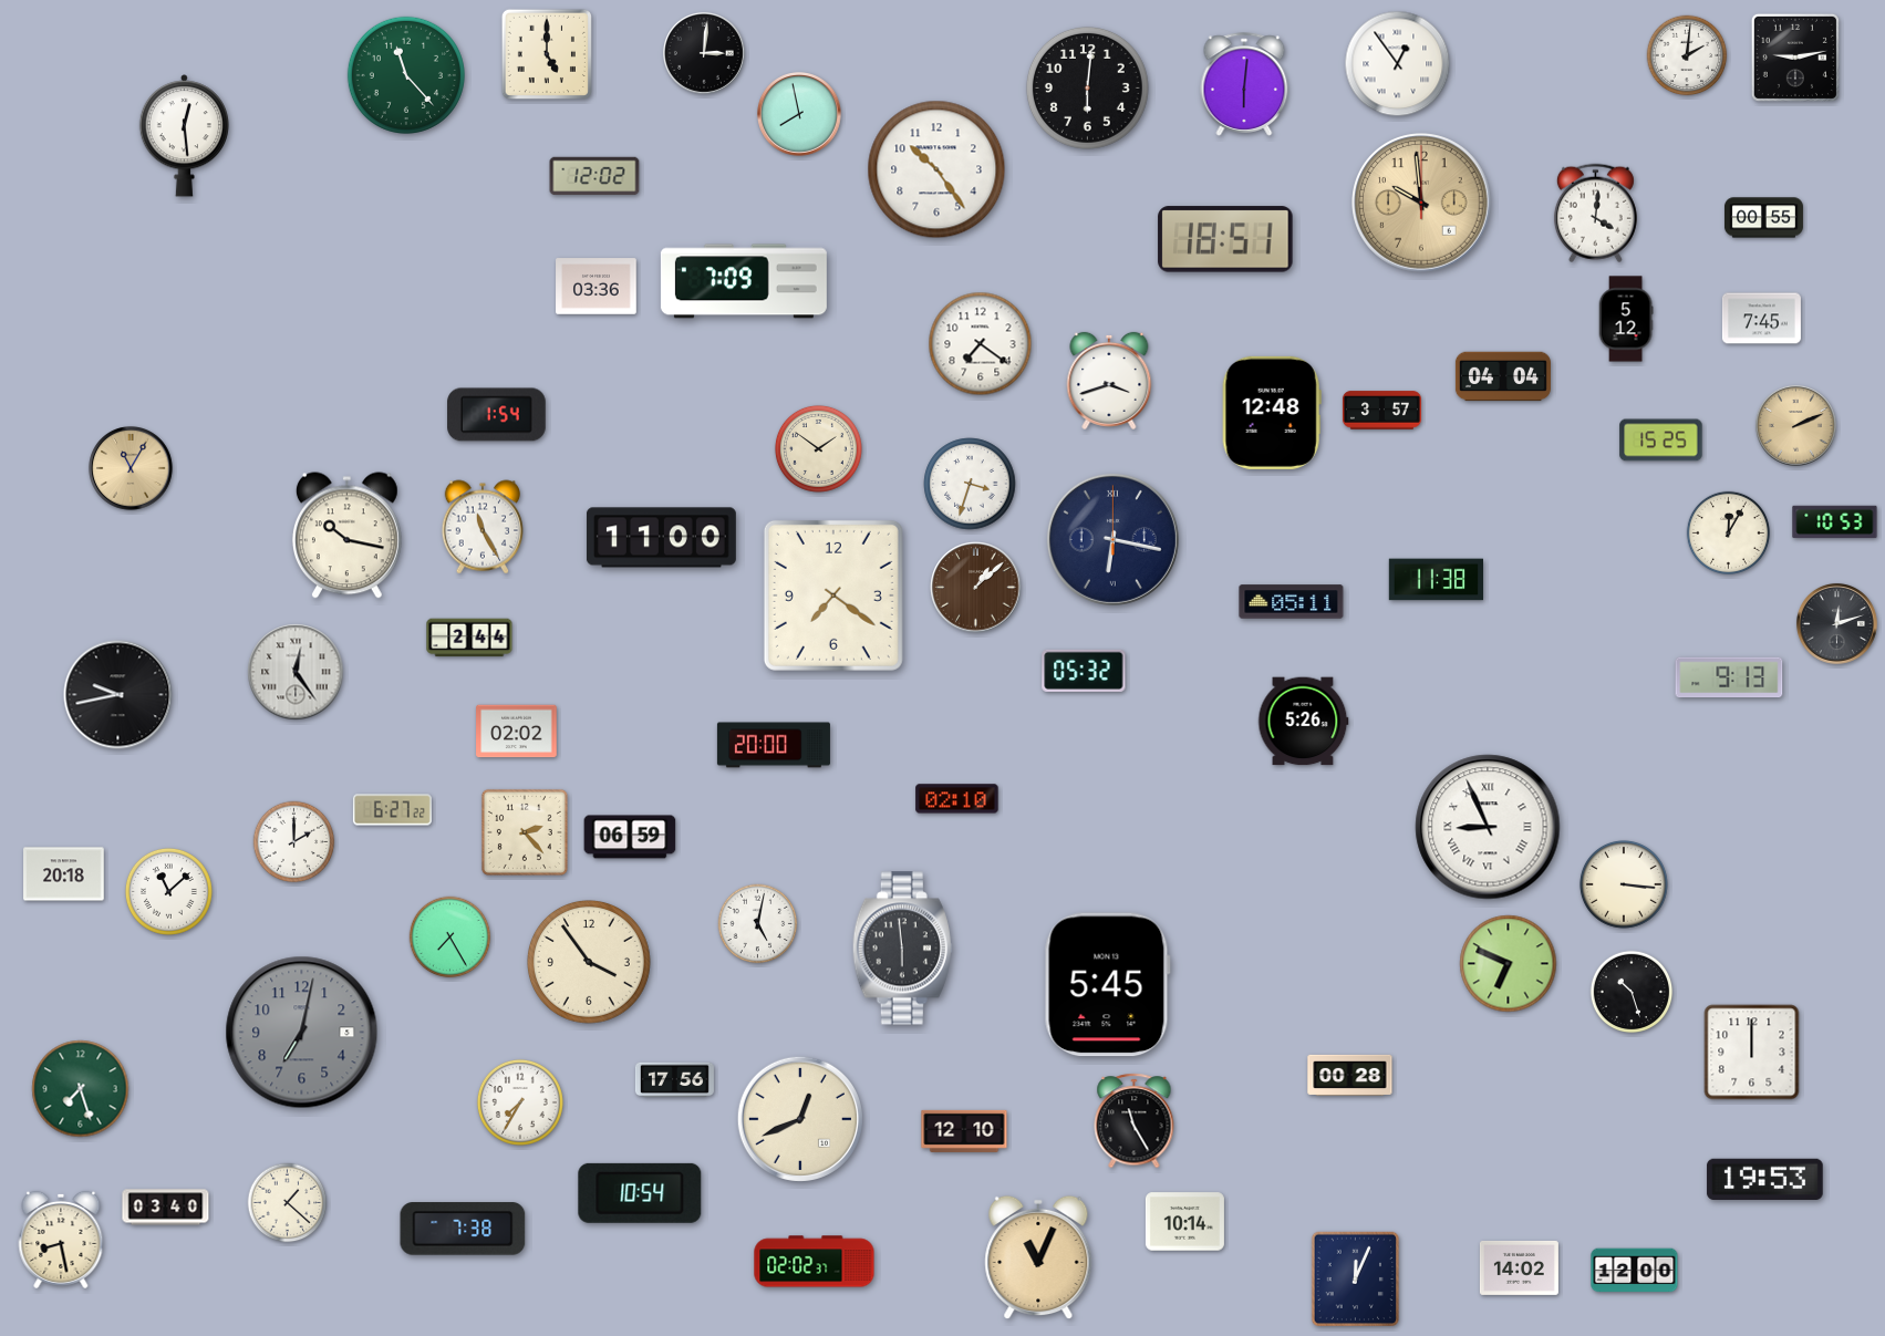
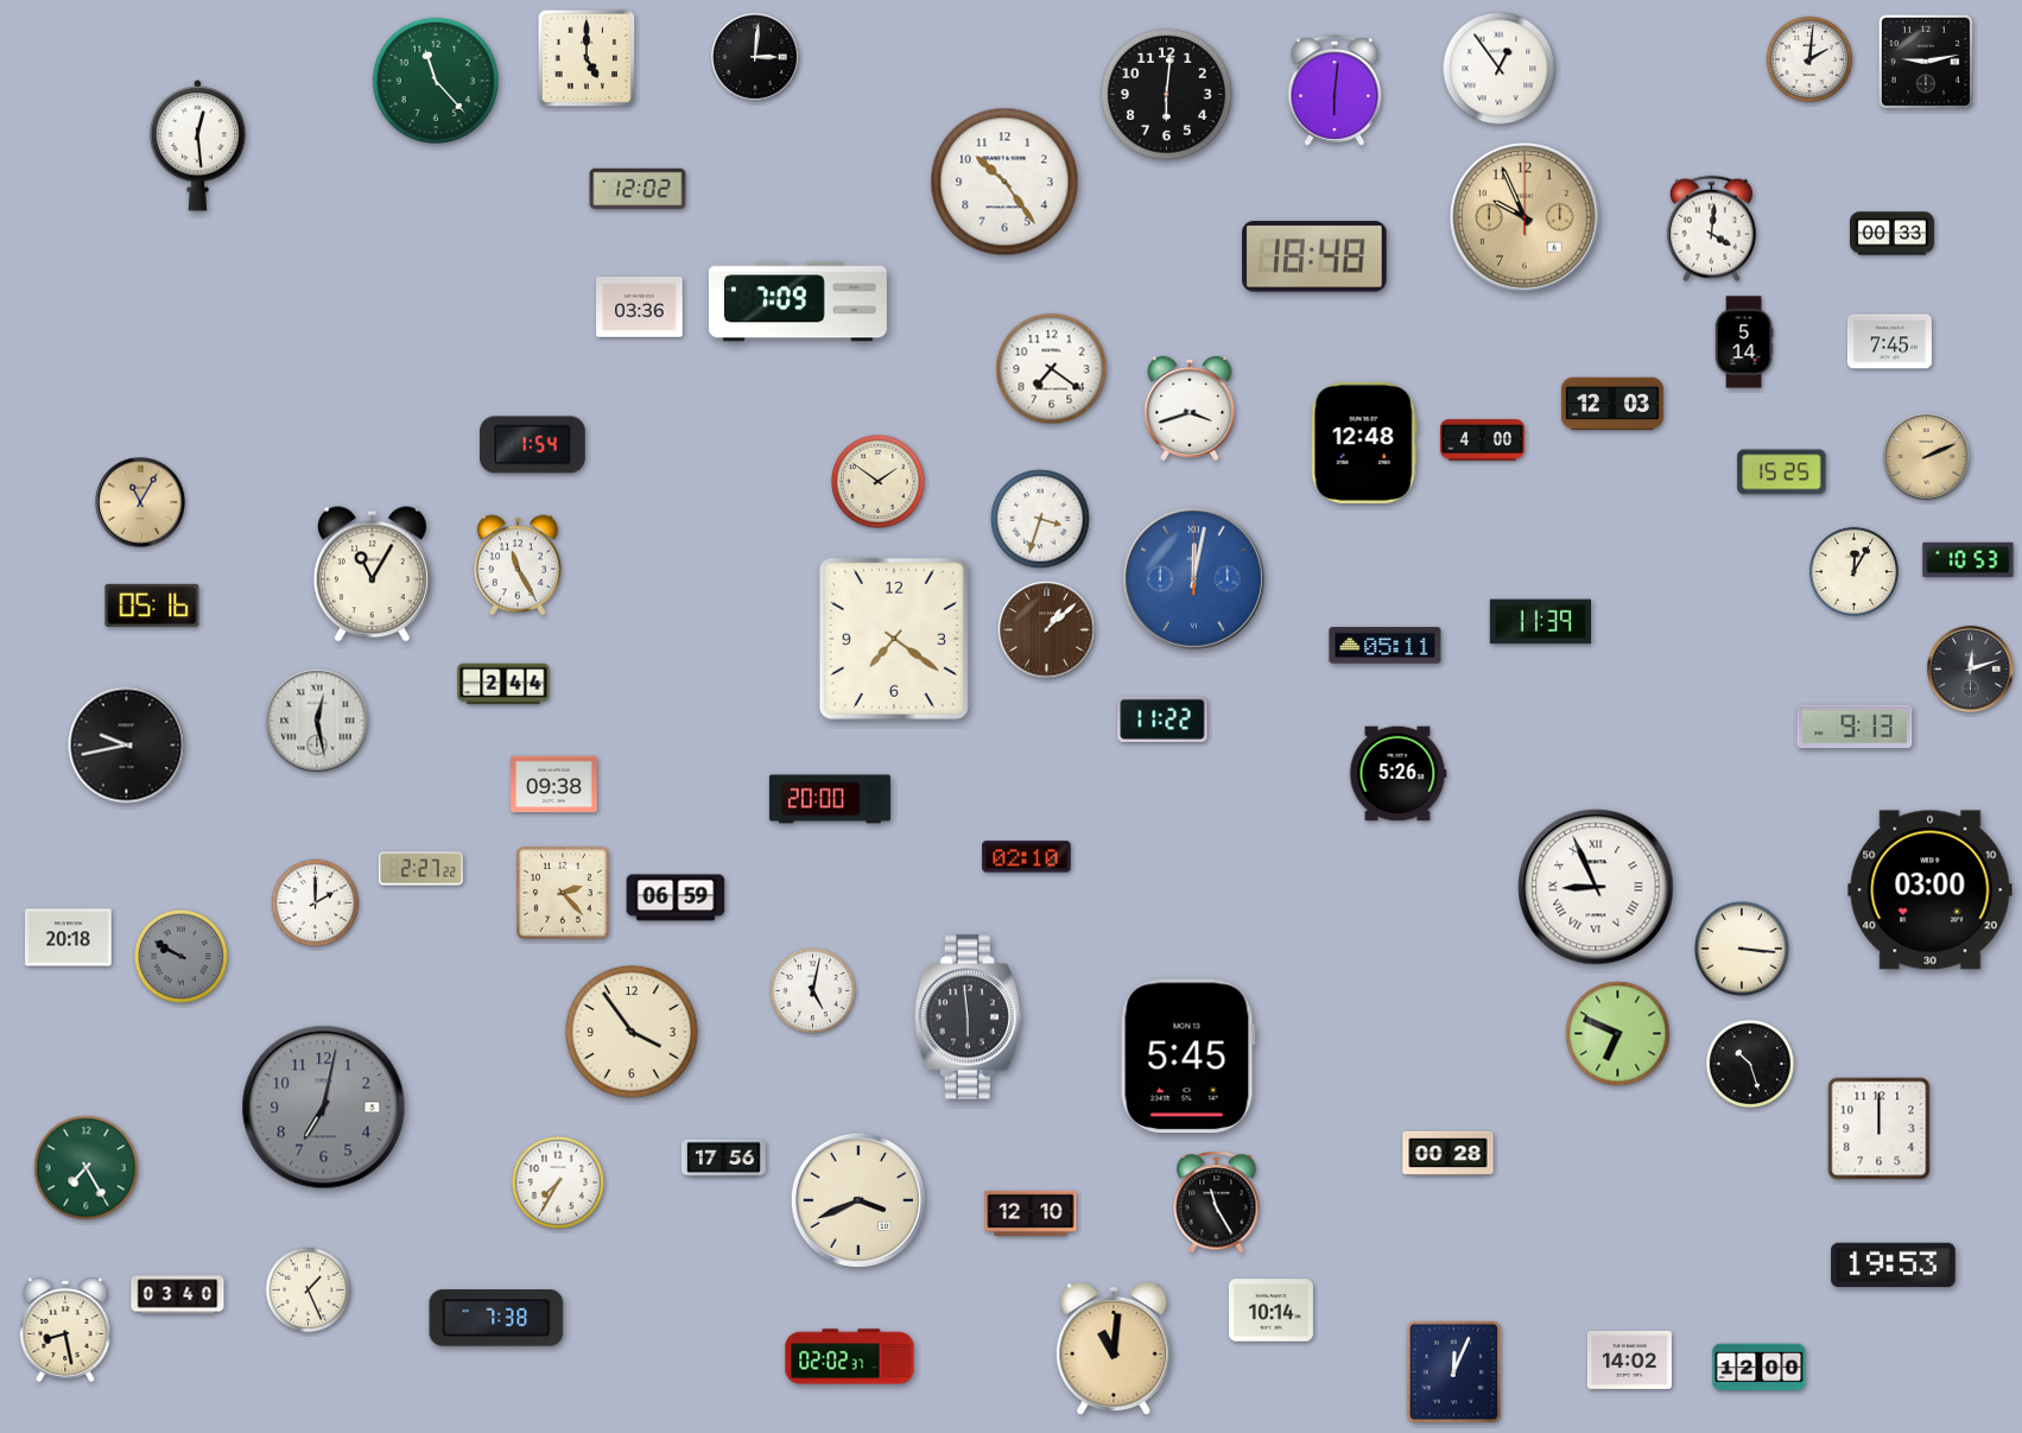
clock at (799, 114): 7:58 -> none
clock at (1422, 204): 9:59 -> 9:56
clock at (1763, 218): 00:55 -> 00:33
clock at (1225, 239): 18:51 -> 18:48
clock at (1626, 319): 5:12 -> 5:14
clock at (1503, 376): 04:04 -> 12:03
clock at (1381, 411): 3:57 -> 4:00
clock at (346, 536): 10:17 -> 11:05
clock at (661, 538): 11:00 -> none
clock at (1112, 539): 6:17 -> 12:02
clock at (1112, 539) dial: navy -> blue
clock at (152, 605): none -> 05:16
clock at (1436, 580): 11:38 -> 11:39
clock at (1084, 671): 05:32 -> 11:22
clock at (296, 672): 12:24 -> 12:28
clock at (517, 732): 02:02 -> 09:38
clock at (392, 810): 6:27 -> 2:27
clock at (1931, 890): none -> 03:00
clock at (168, 891): 11:08 -> 9:50
clock at (168, 891) dial: white -> grey
clock at (450, 938): 7:25 -> none
clock at (81, 1089): 7:27 -> 7:25
clock at (800, 1119): 12:41 -> 3:41
clock at (964, 1131) position: (964, 1131) -> (1031, 1213)
clock at (640, 1193): 10:54 -> none
clock at (288, 1203): 1:22 -> 1:26
clock at (1038, 1257): 11:04 -> 11:01
clock at (815, 1262) position: (815, 1262) -> (850, 1357)
clock at (1635, 1271) position: (1635, 1271) -> (1760, 1368)
